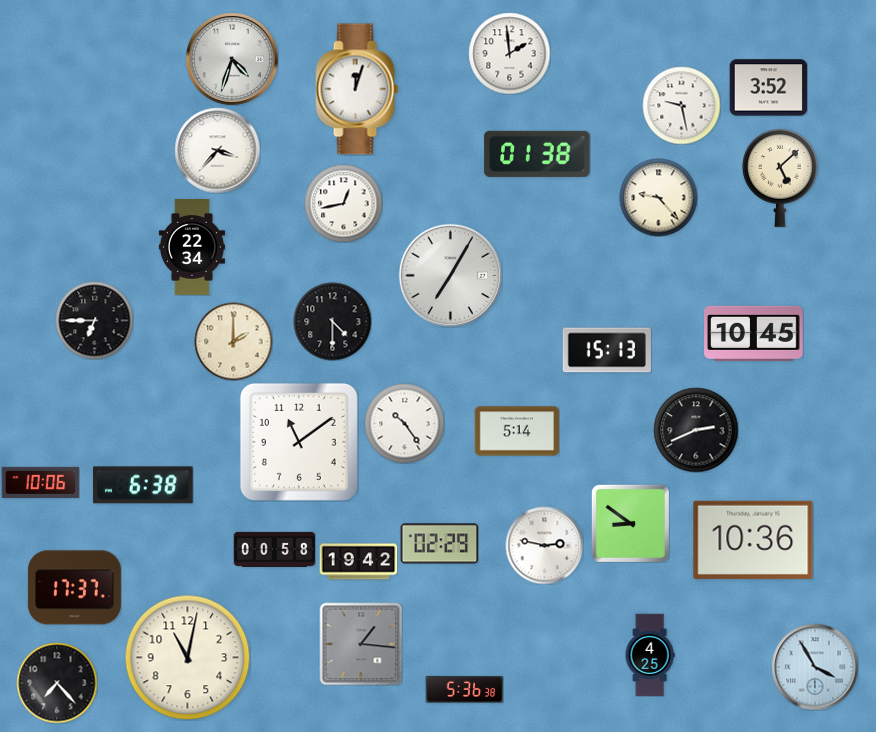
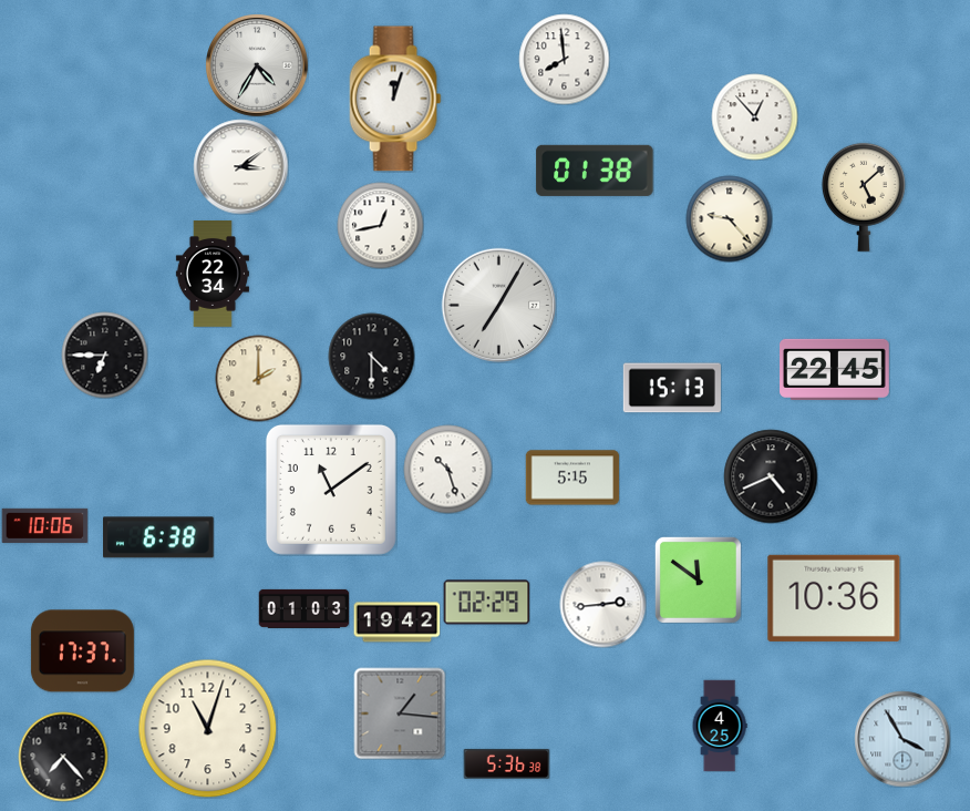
clock at (509, 53): 1:59 -> 7:59
clock at (232, 59): 4:33 -> 4:35
clock at (768, 88): 3:52 -> none
clock at (681, 105): 9:28 -> 12:53
clock at (217, 150): 3:37 -> 3:09
clock at (332, 321) position: (332, 321) -> (371, 356)
clock at (754, 333): 10:45 -> 22:45
clock at (404, 423): 10:24 -> 10:27
clock at (696, 430): 2:41 -> 4:41
clock at (517, 431): 5:14 -> 5:15
clock at (40, 482) position: (40, 482) -> (44, 525)
clock at (630, 523): 8:51 -> 11:51
clock at (544, 545): 2:47 -> 2:44
clock at (274, 549): 00:58 -> 01:03
clock at (187, 657): 11:02 -> 11:03
clock at (464, 689) position: (464, 689) -> (506, 763)
